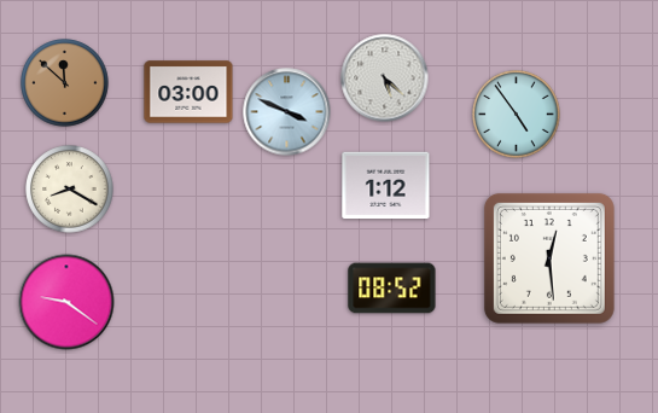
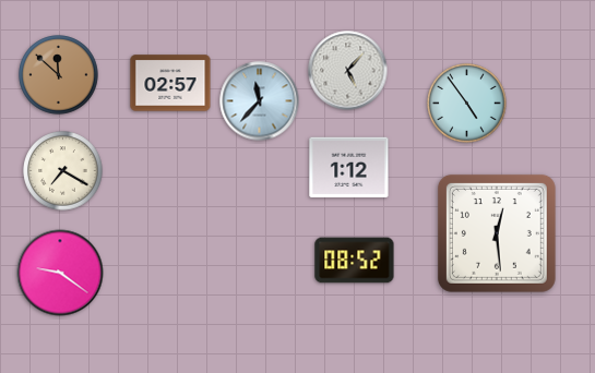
clock at (385, 78): 5:22 -> 5:07
clock at (188, 92): 03:00 -> 02:57
clock at (287, 112): 3:49 -> 11:37
clock at (70, 190): 8:20 -> 7:20
